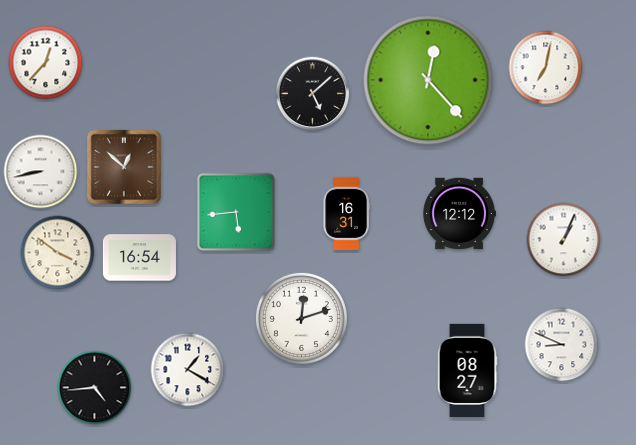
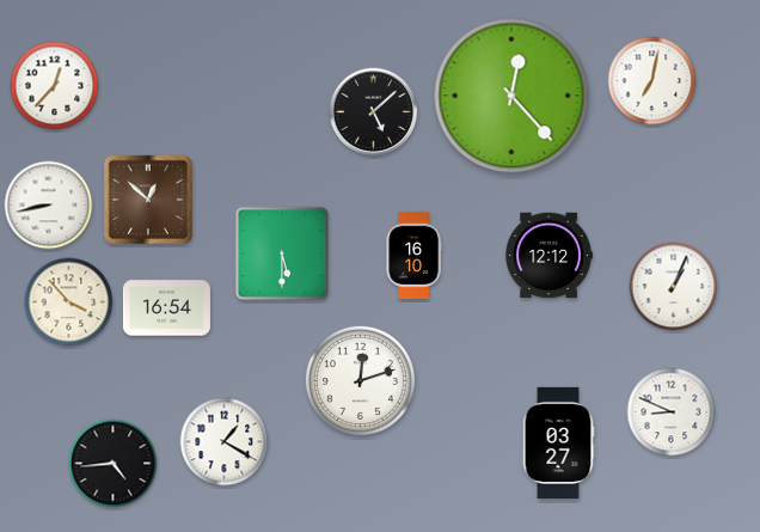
clock at (46, 63) position: (46, 63) -> (55, 86)
clock at (235, 211): 5:44 -> 5:30
clock at (346, 213): 16:31 -> 16:10
clock at (58, 253): 3:51 -> 3:53
clock at (467, 370): 08:27 -> 03:27
